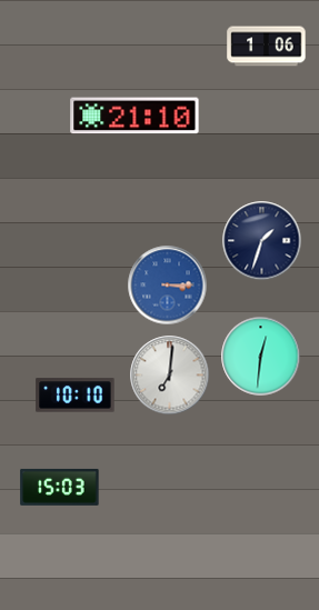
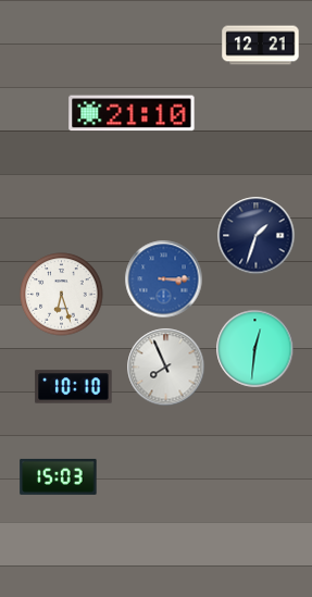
clock at (267, 47): 1:06 -> 12:21
clock at (62, 295): none -> 6:27
clock at (170, 376): 7:01 -> 7:56
